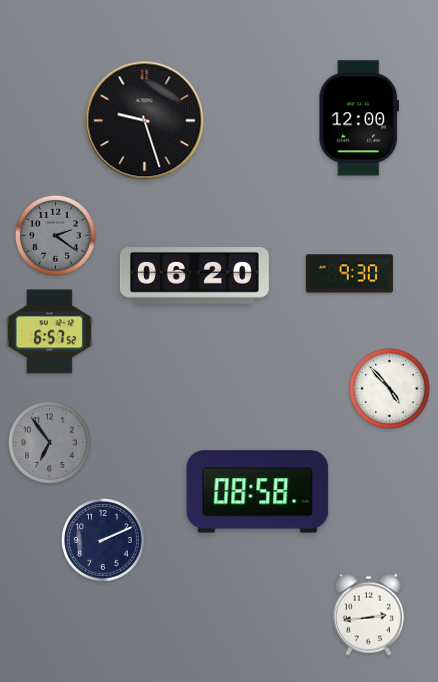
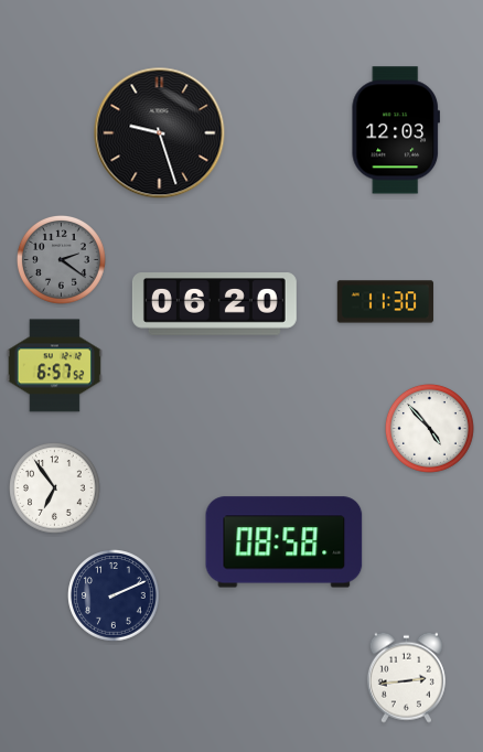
clock at (358, 118): 12:00 -> 12:03
clock at (349, 274): 9:30 -> 11:30
clock at (50, 443) dial: grey -> white
